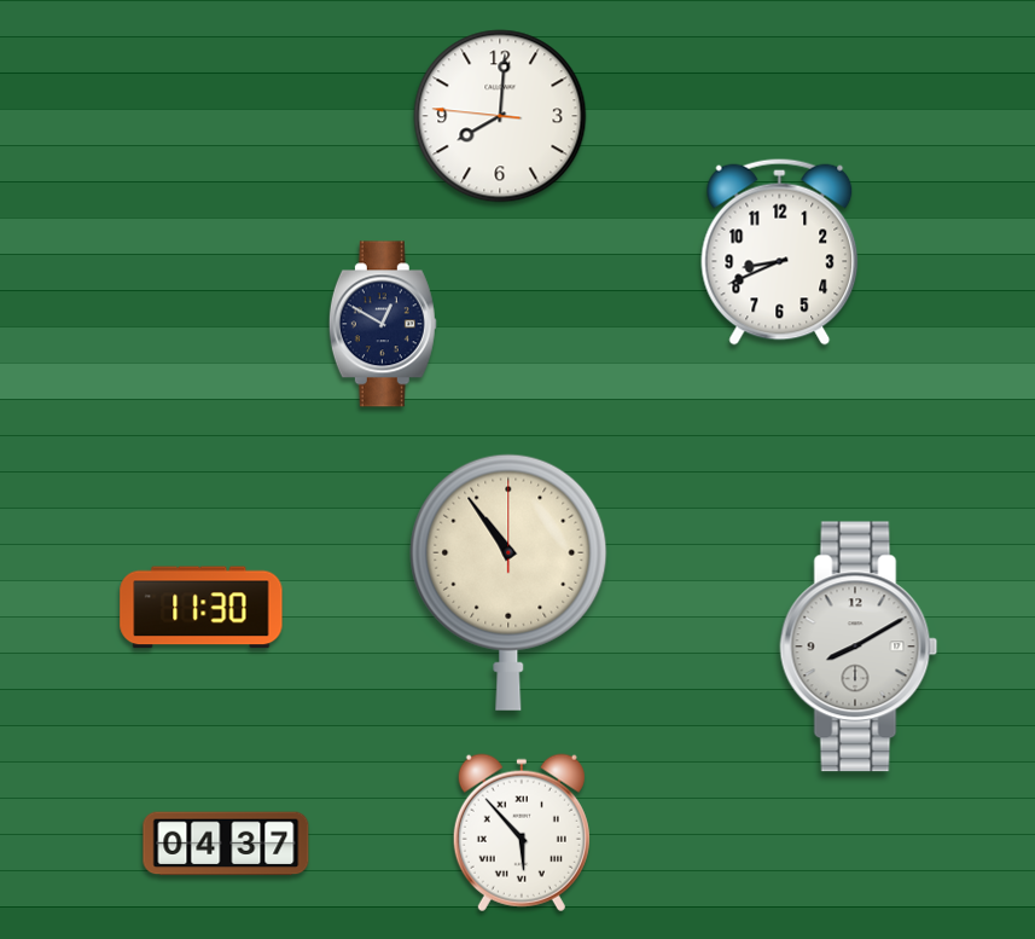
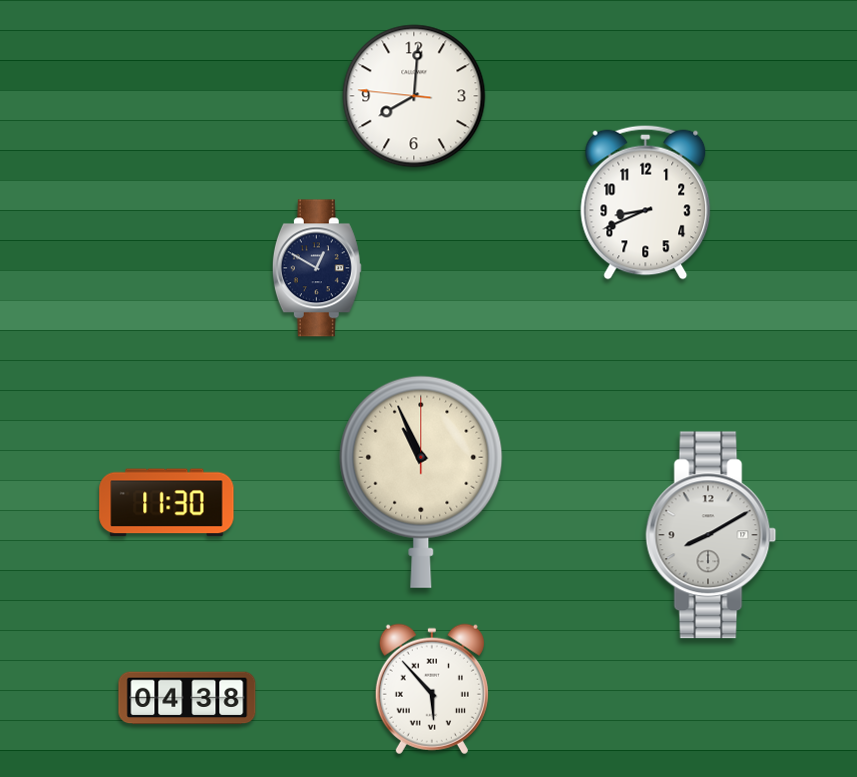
clock at (780, 251) position: (780, 251) -> (646, 202)
clock at (508, 582): 10:54 -> 10:56
clock at (226, 844): 04:37 -> 04:38
